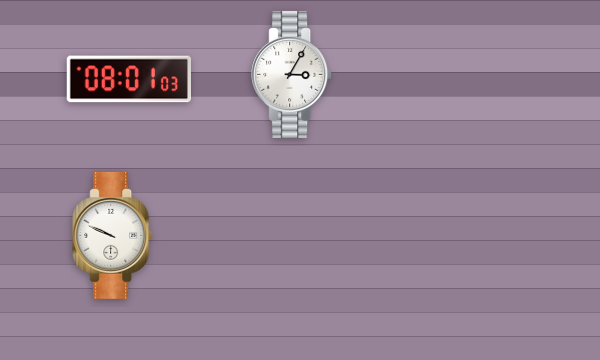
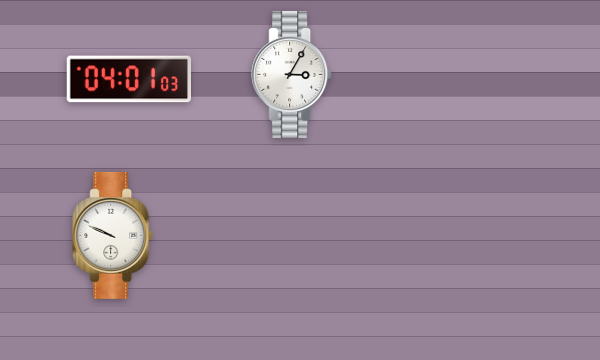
clock at (128, 79): 08:01 -> 04:01
